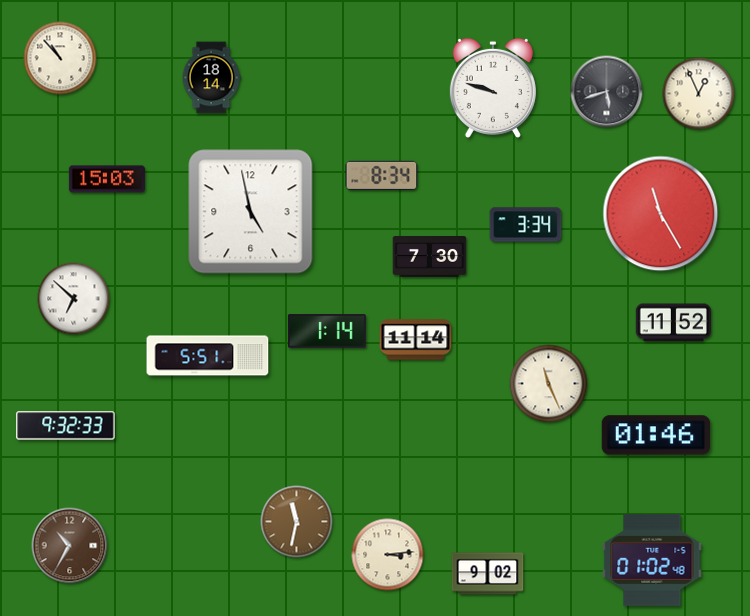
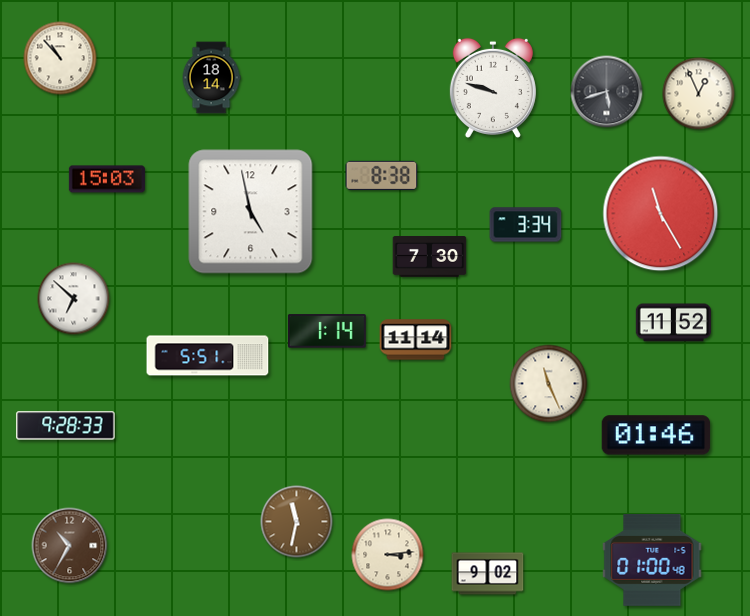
clock at (382, 175): 8:34 -> 8:38
clock at (66, 426): 9:32 -> 9:28
clock at (652, 560): 01:02 -> 01:00
